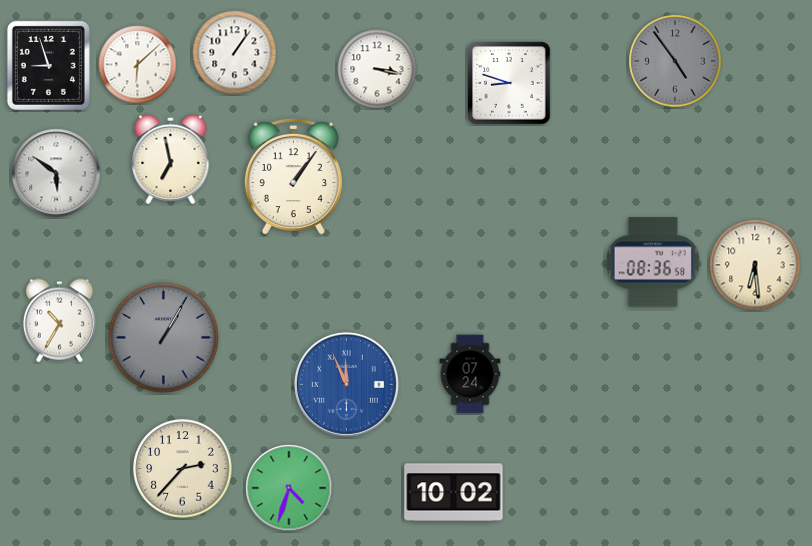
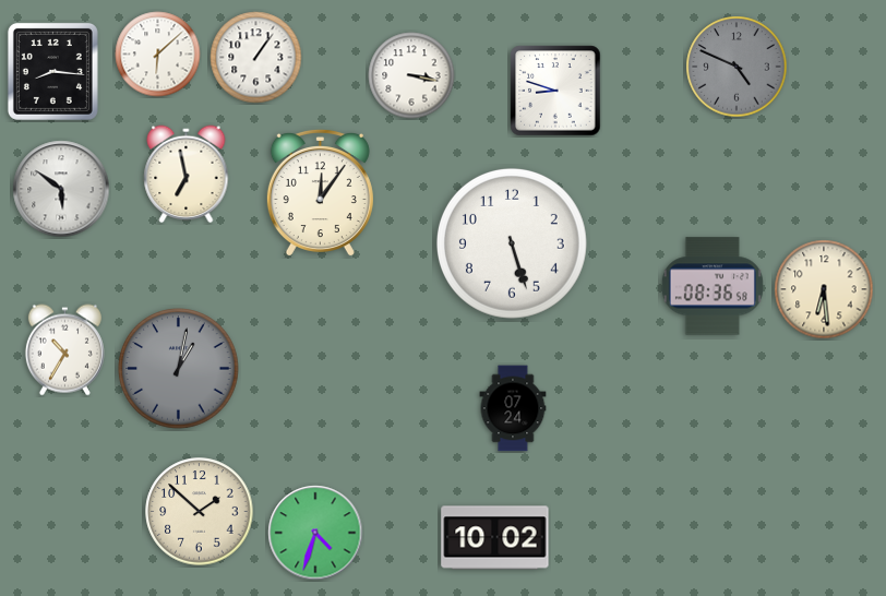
clock at (675, 61): 4:54 -> 4:49
clock at (48, 65): 8:57 -> 8:16
clock at (138, 65) position: (138, 65) -> (158, 55)
clock at (293, 176): 1:06 -> 12:06
clock at (512, 243): none -> 5:27
clock at (164, 338): 1:05 -> 1:02
clock at (346, 384): 11:56 -> none
clock at (183, 469): 2:37 -> 1:52
